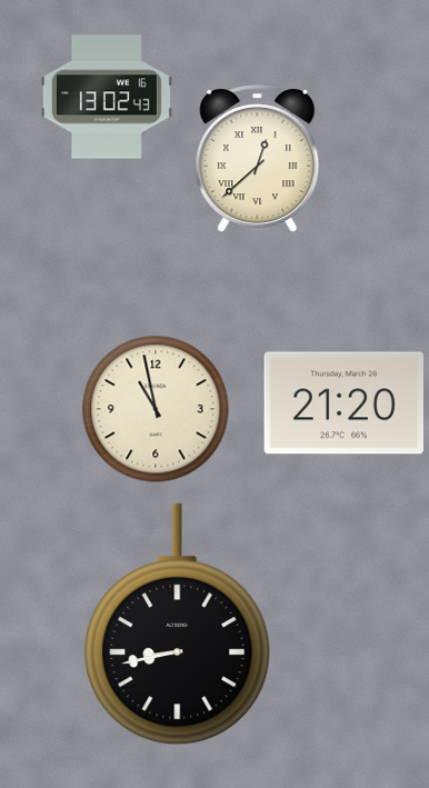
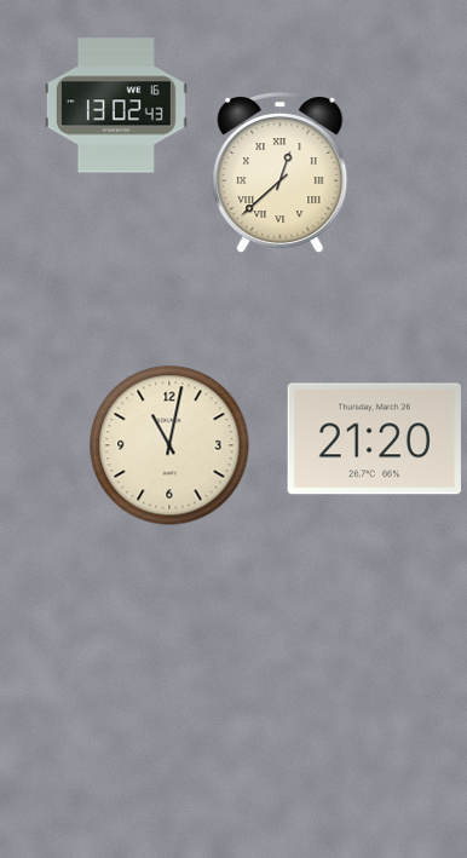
clock at (156, 409): 10:58 -> 11:02
clock at (178, 625): 8:43 -> none
